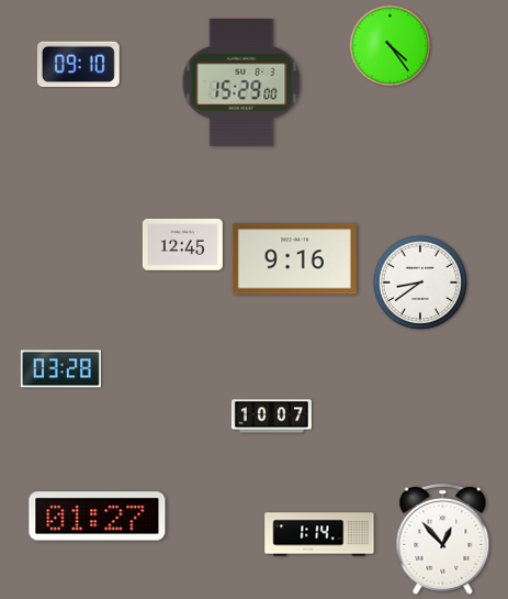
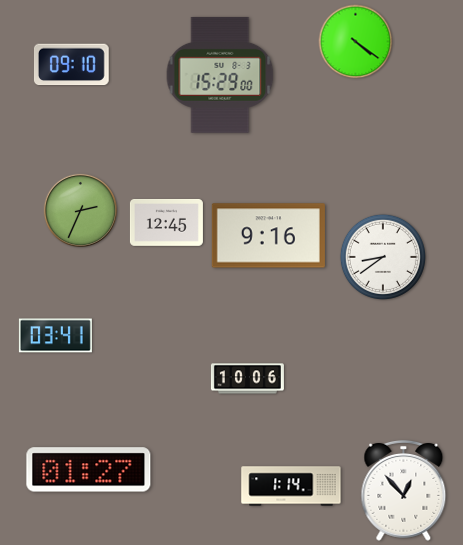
clock at (391, 46): 4:24 -> 4:21
clock at (78, 65) position: (78, 65) -> (71, 65)
clock at (80, 210): none -> 2:34
clock at (60, 369): 03:28 -> 03:41
clock at (271, 417): 10:07 -> 10:06
